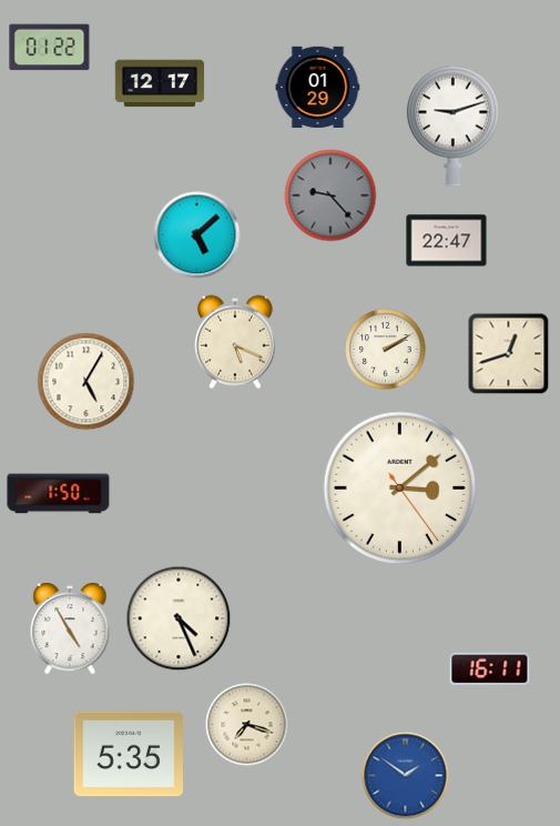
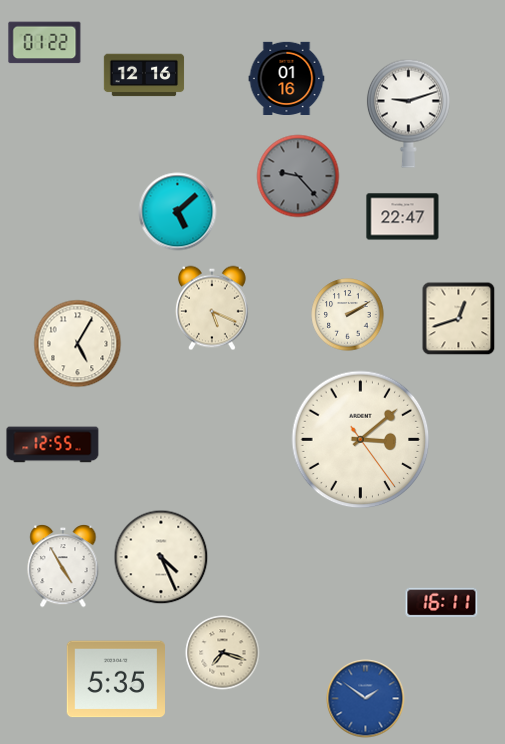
clock at (160, 83): 12:17 -> 12:16
clock at (318, 87): 01:29 -> 01:16
clock at (59, 494): 1:50 -> 12:55
